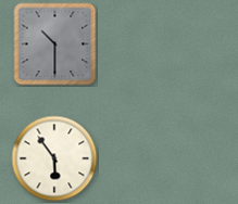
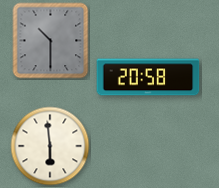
clock at (148, 77): none -> 20:58
clock at (54, 158): 5:54 -> 5:59
